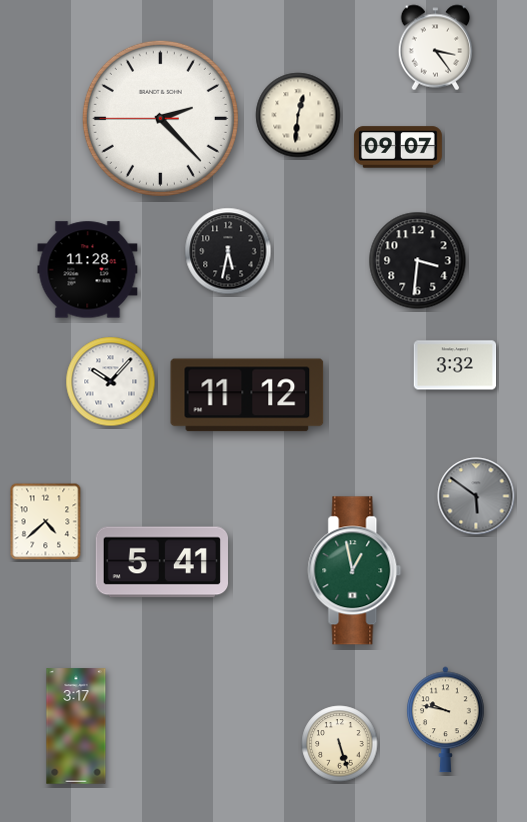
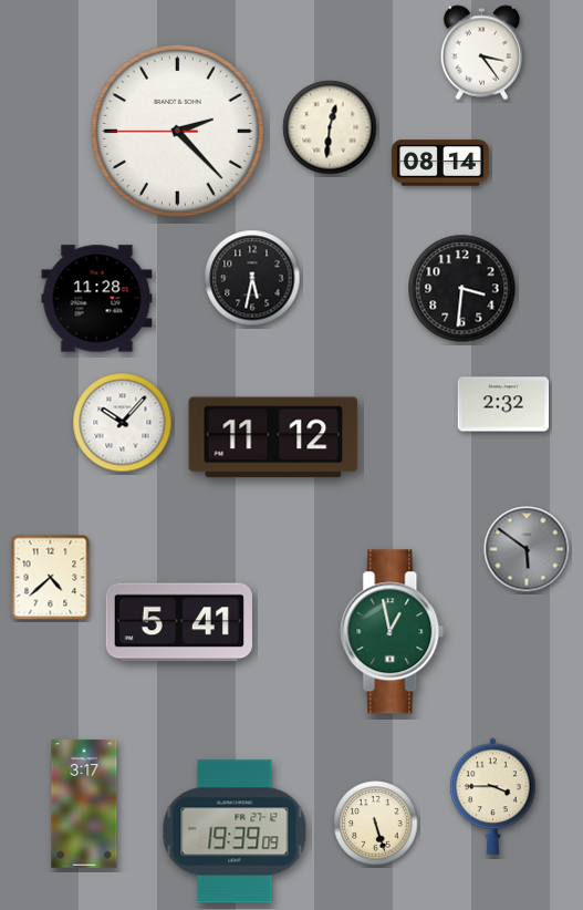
clock at (398, 147): 09:07 -> 08:14
clock at (455, 365): 3:32 -> 2:32
clock at (446, 720): 9:47 -> 3:45
clock at (235, 831): none -> 19:39
